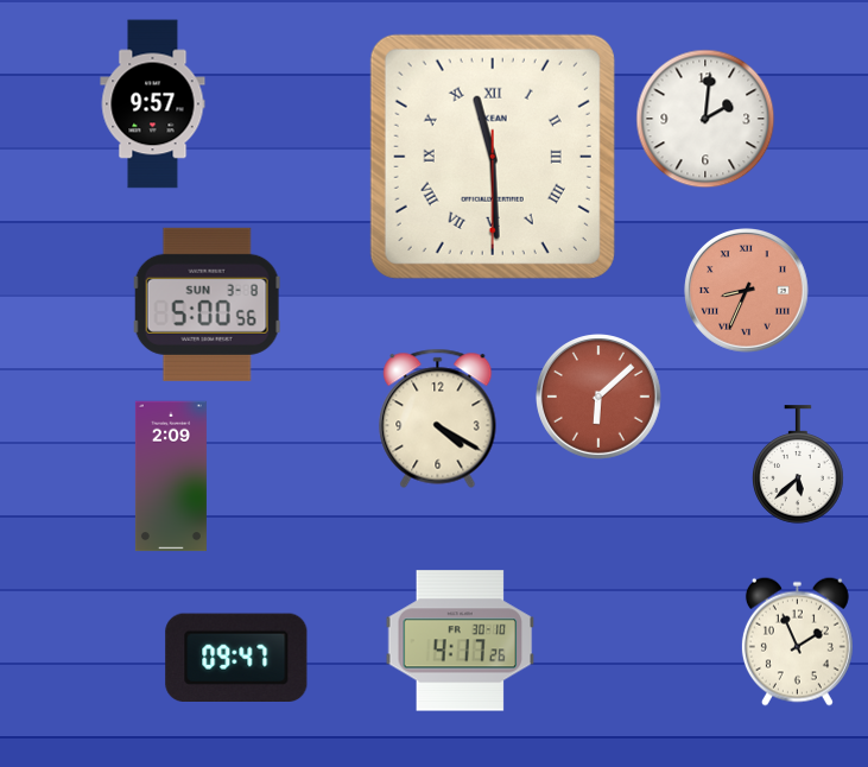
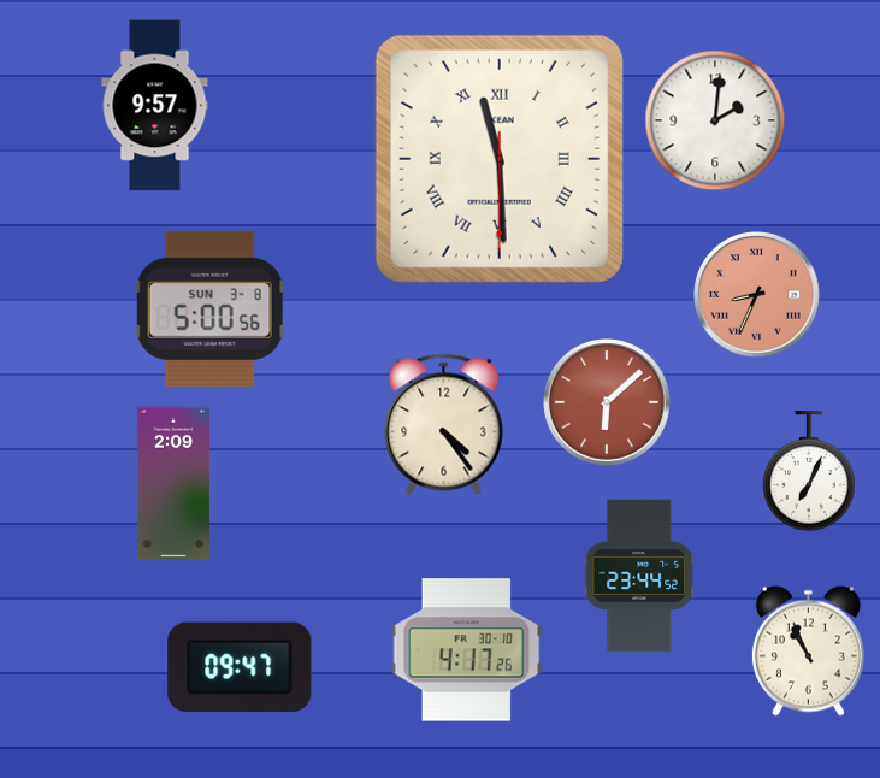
clock at (438, 418): 4:20 -> 4:24
clock at (799, 464): 5:38 -> 7:04
clock at (639, 576): none -> 23:44
clock at (797, 641): 1:56 -> 10:56
